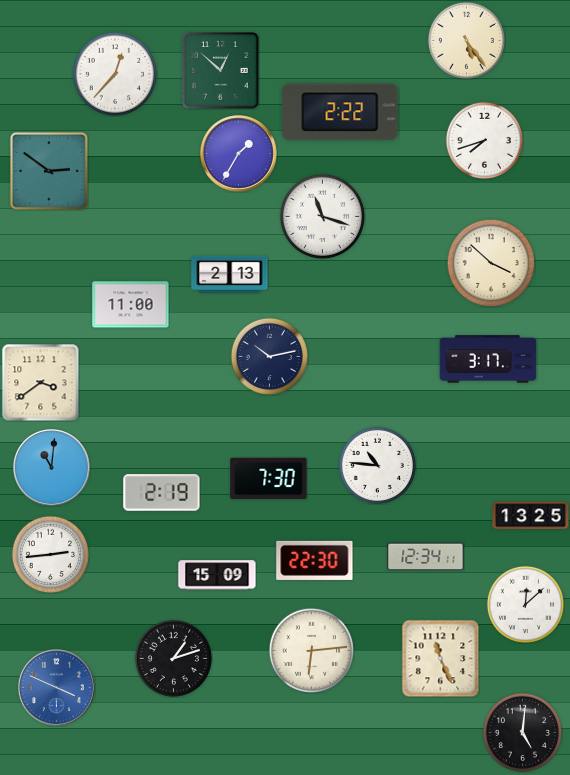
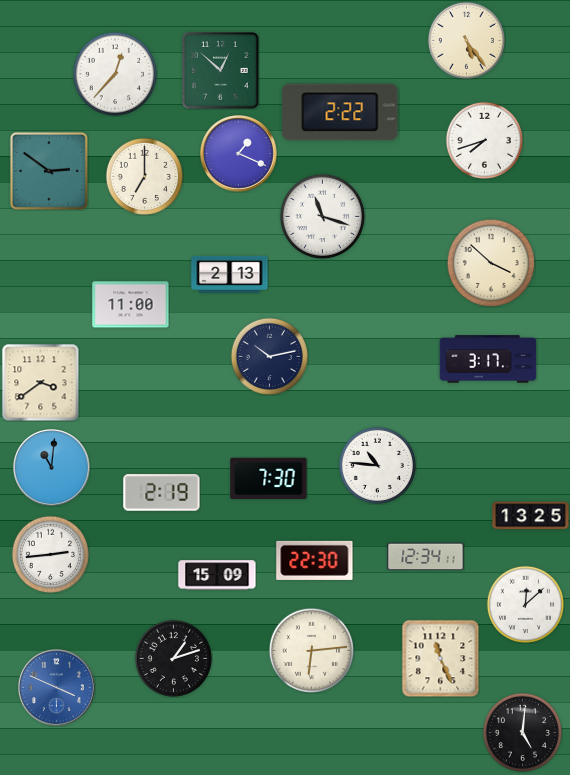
clock at (239, 154): 1:35 -> 1:19
clock at (144, 176): none -> 7:00
